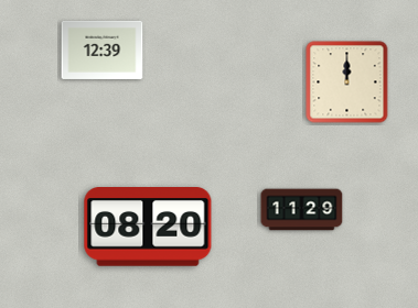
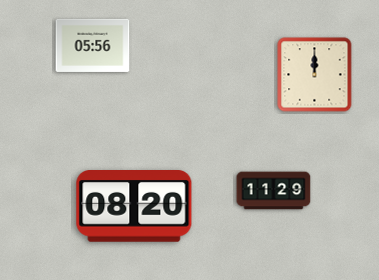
clock at (103, 50): 12:39 -> 05:56
